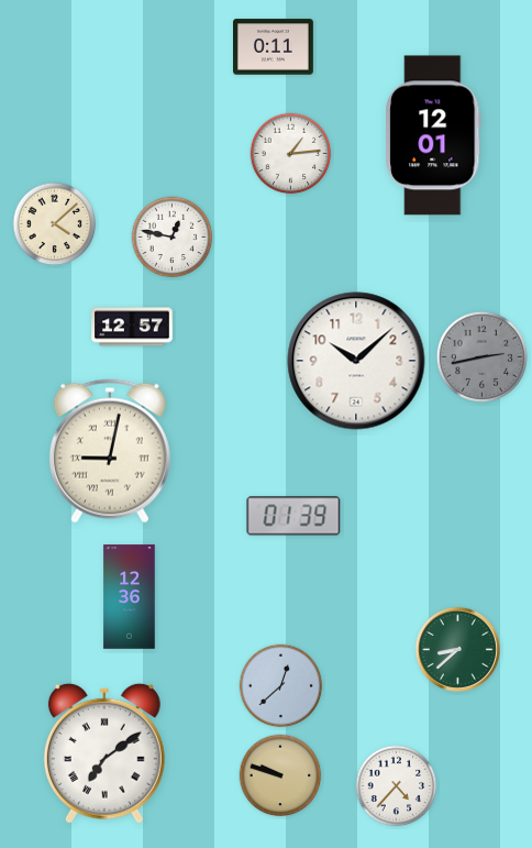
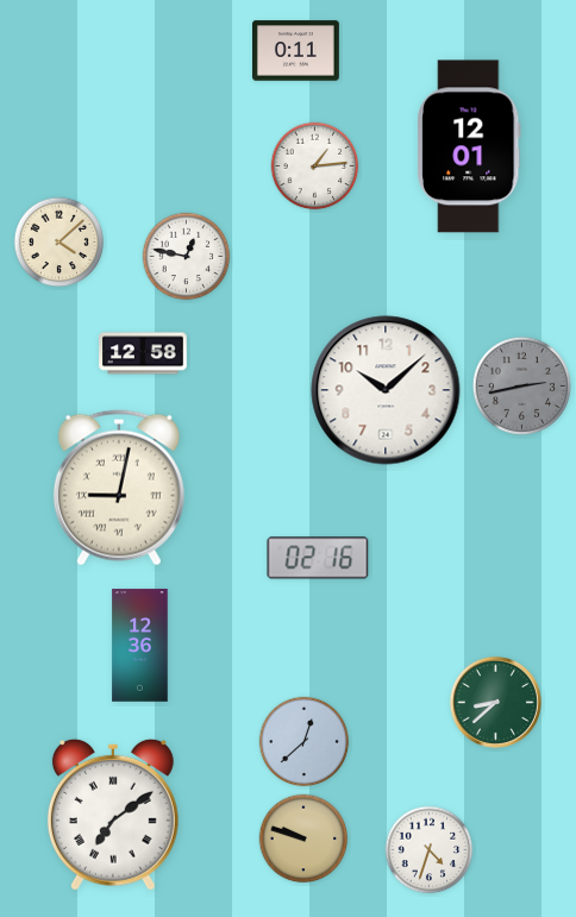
clock at (132, 327): 12:57 -> 12:58
clock at (293, 516): 01:39 -> 02:16
clock at (397, 786): 4:37 -> 4:33
